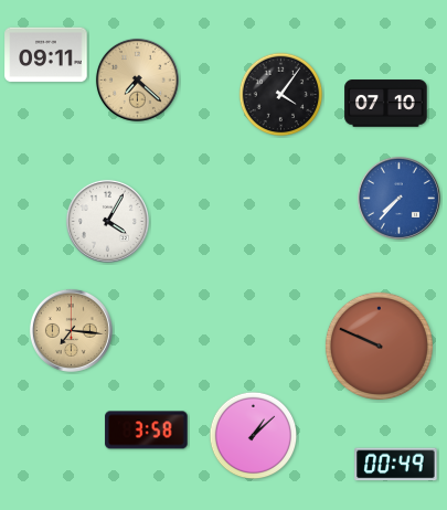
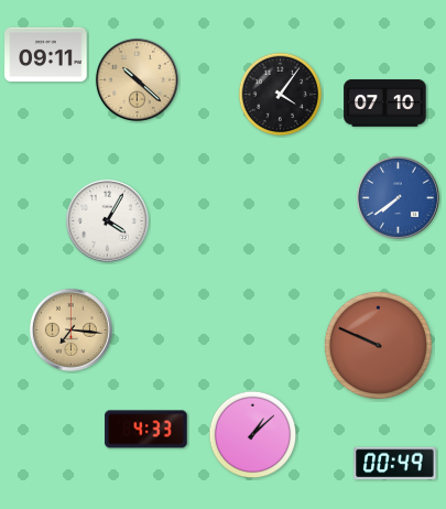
clock at (137, 79): 7:22 -> 10:22
clock at (398, 198): 7:37 -> 7:39
clock at (147, 431): 3:58 -> 4:33
